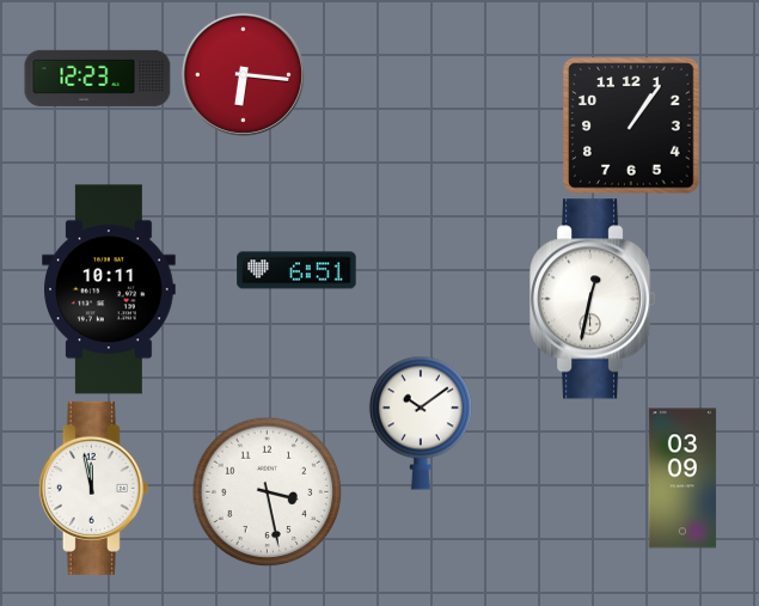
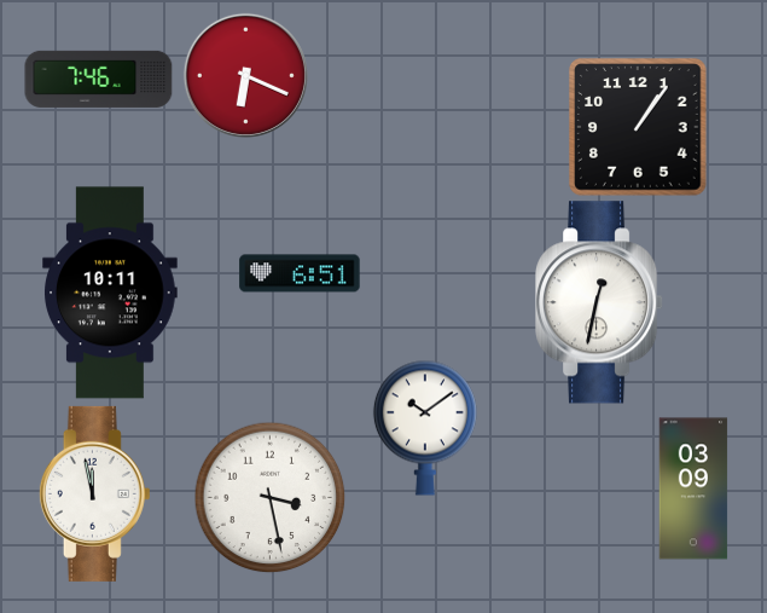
clock at (243, 74): 6:16 -> 6:19
clock at (98, 78): 12:23 -> 7:46
clock at (683, 478) position: (683, 478) -> (693, 488)
